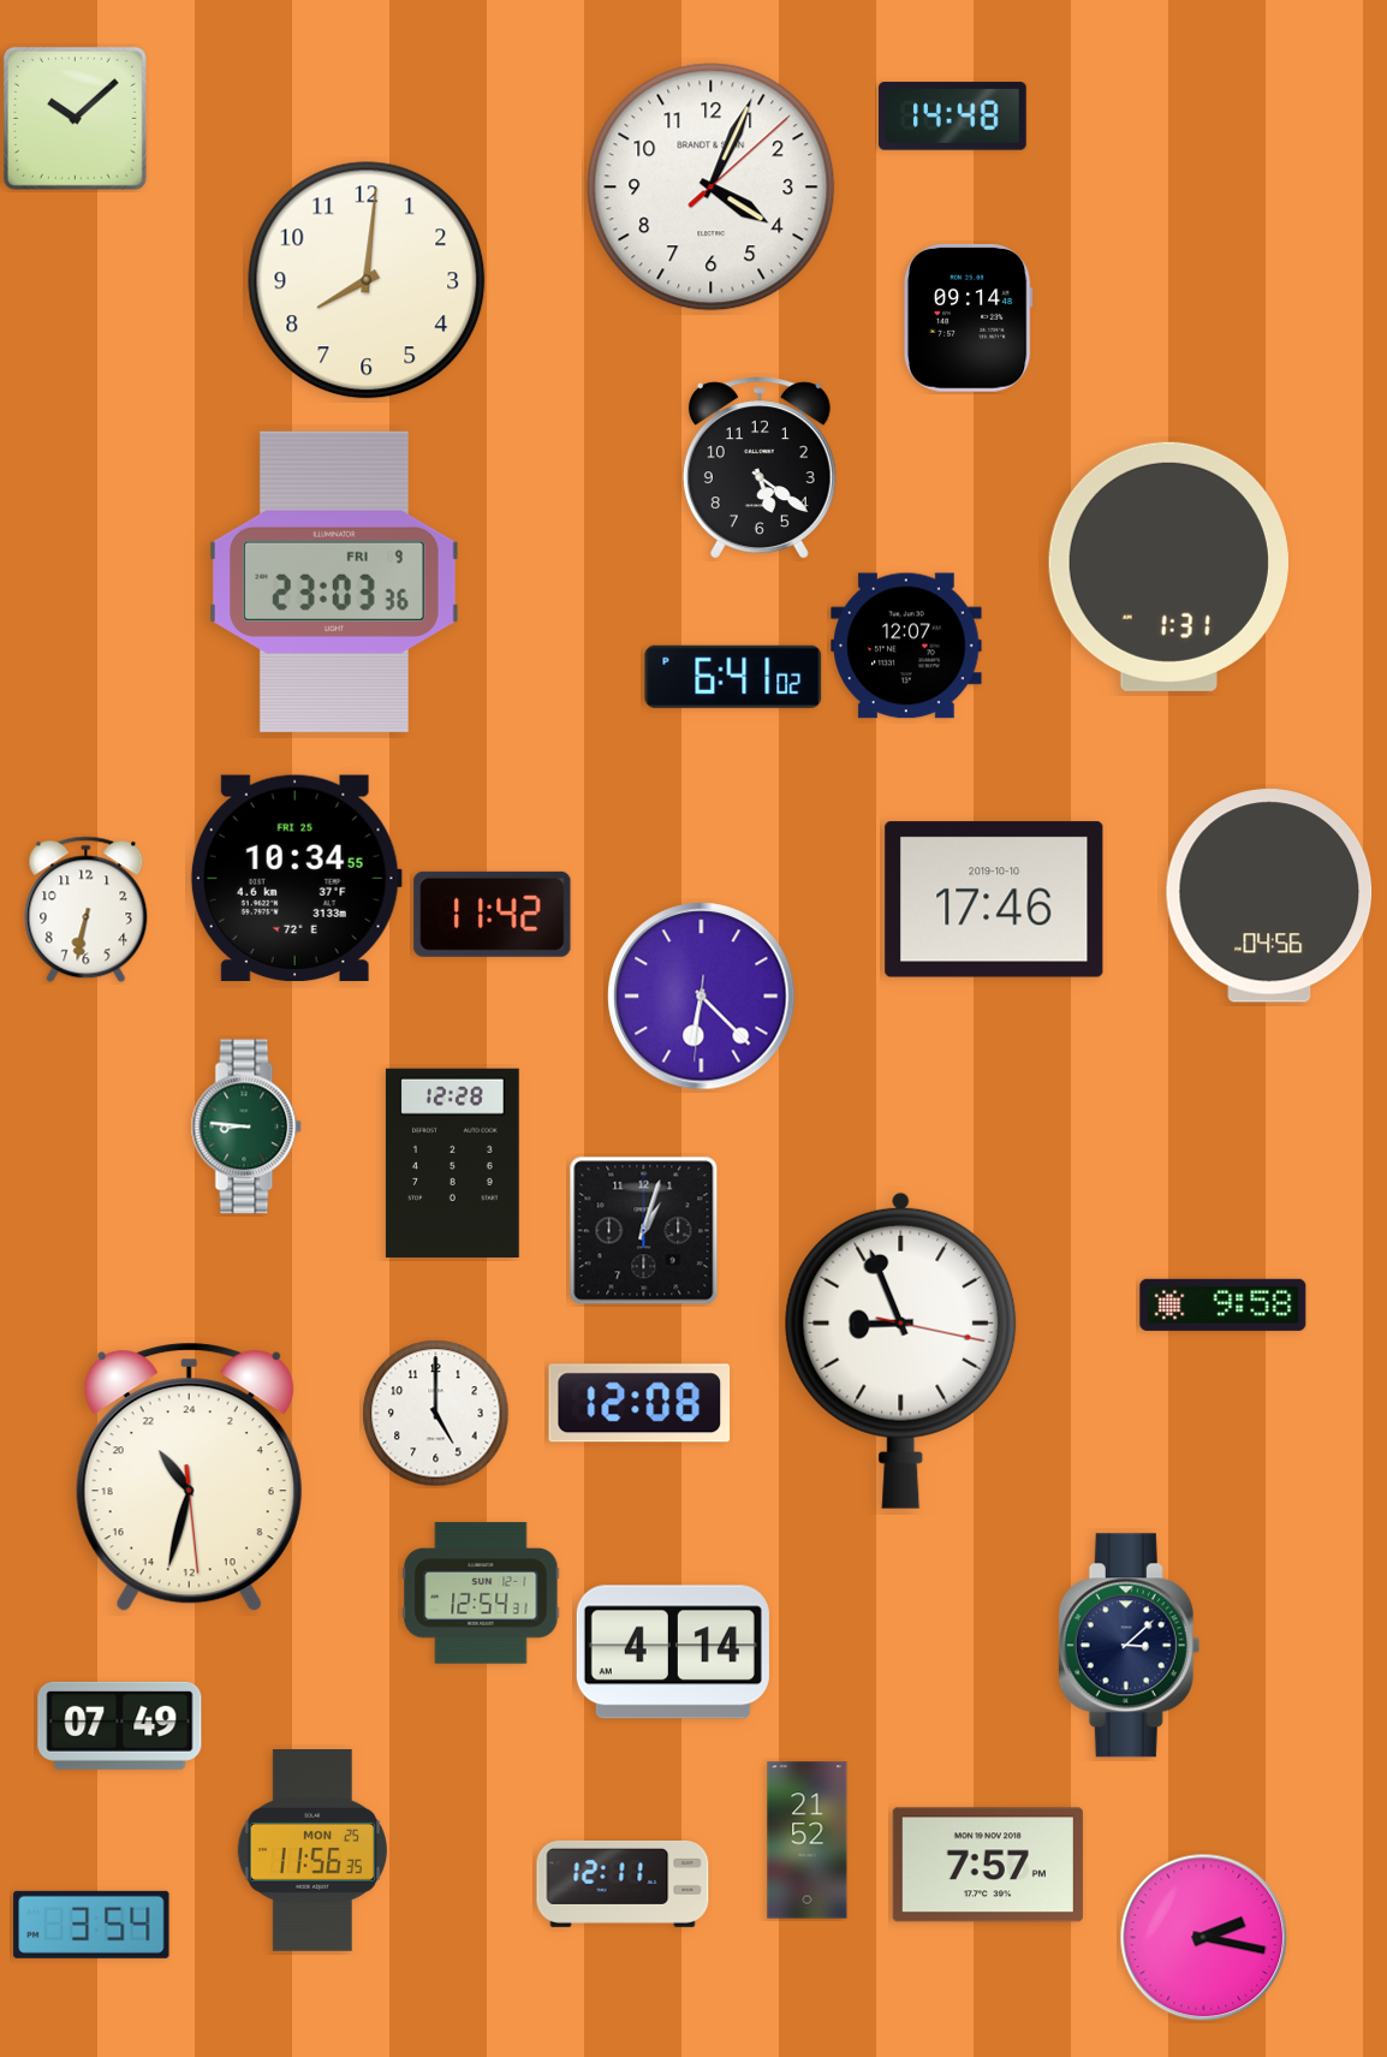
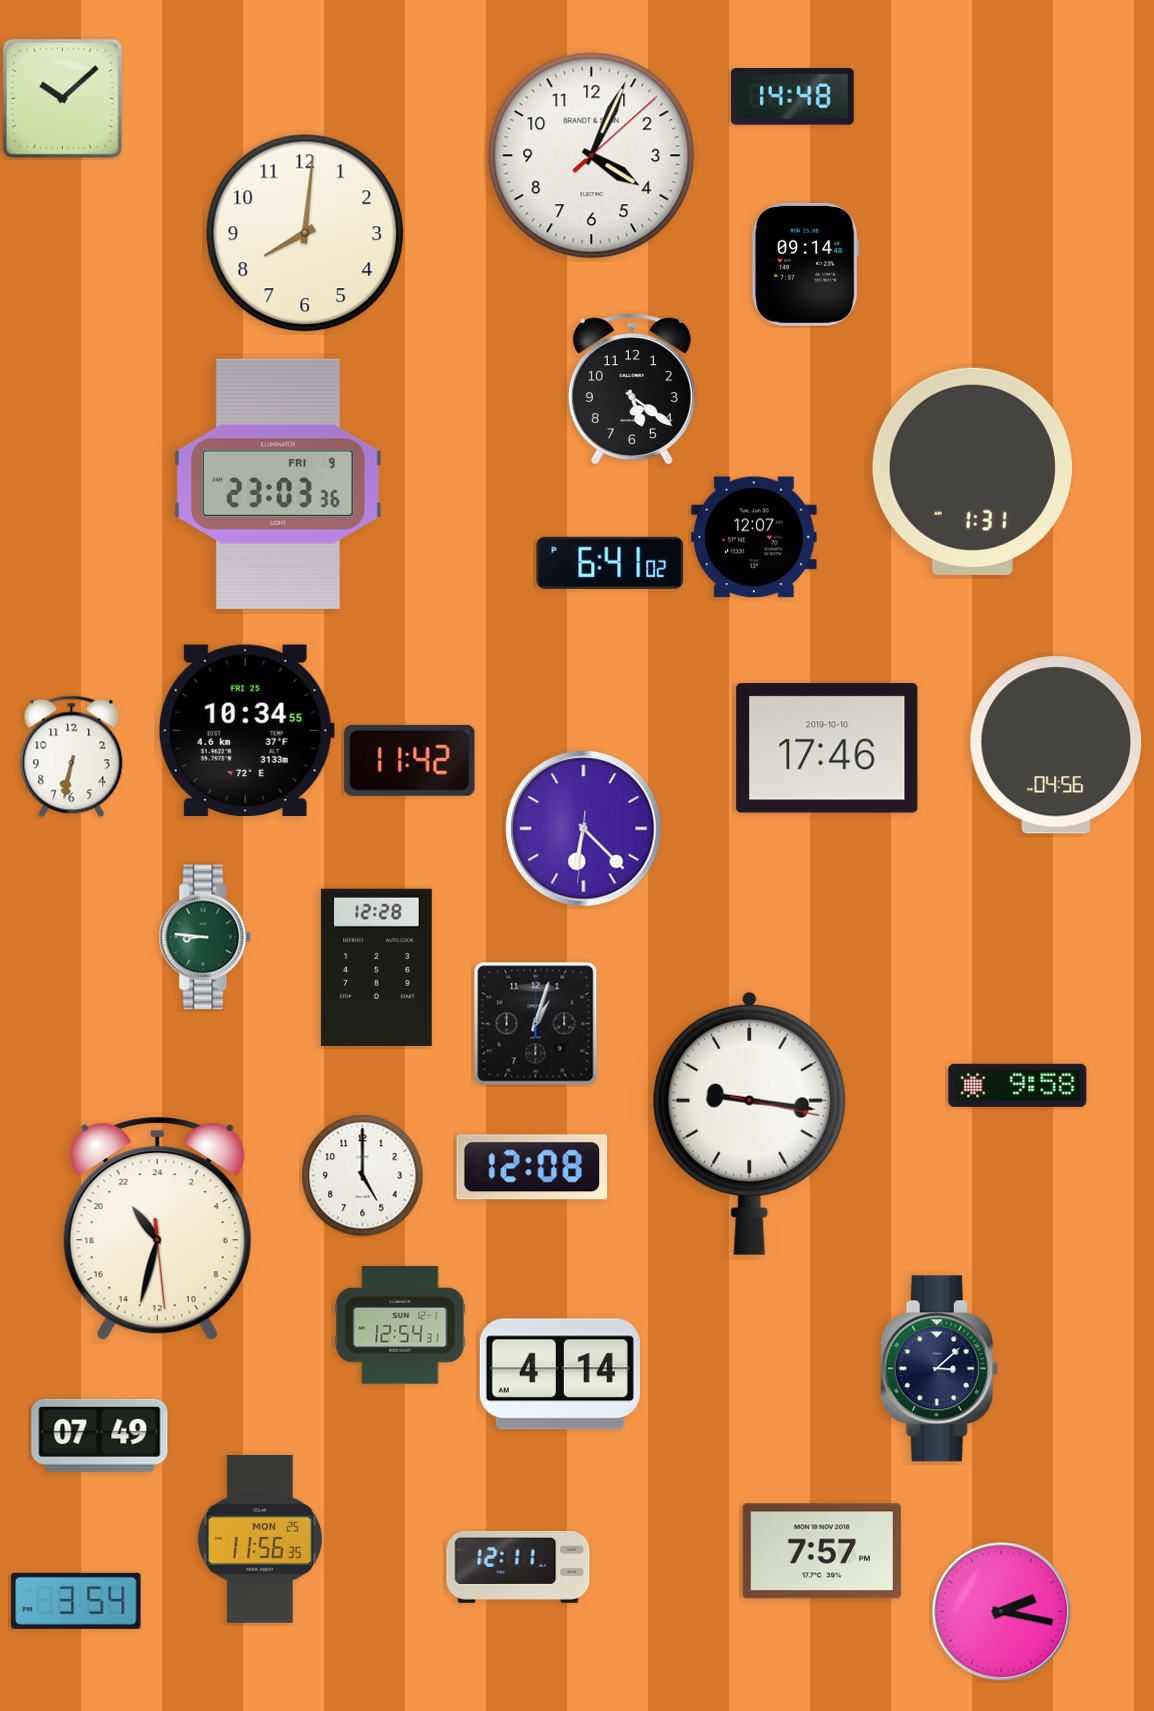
clock at (901, 1350): 8:56 -> 9:16
clock at (808, 1841): 21:52 -> none
